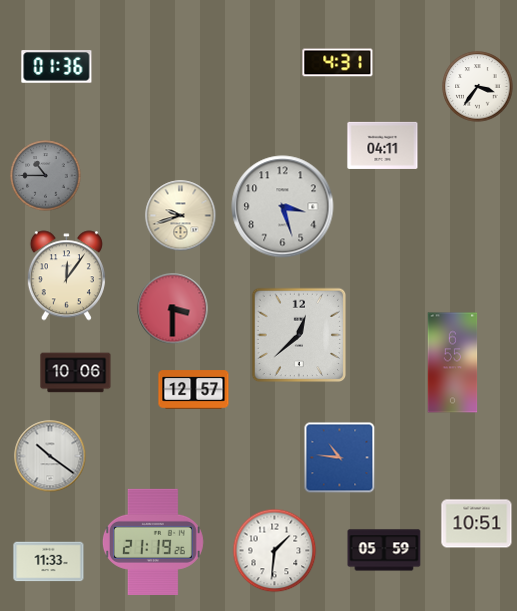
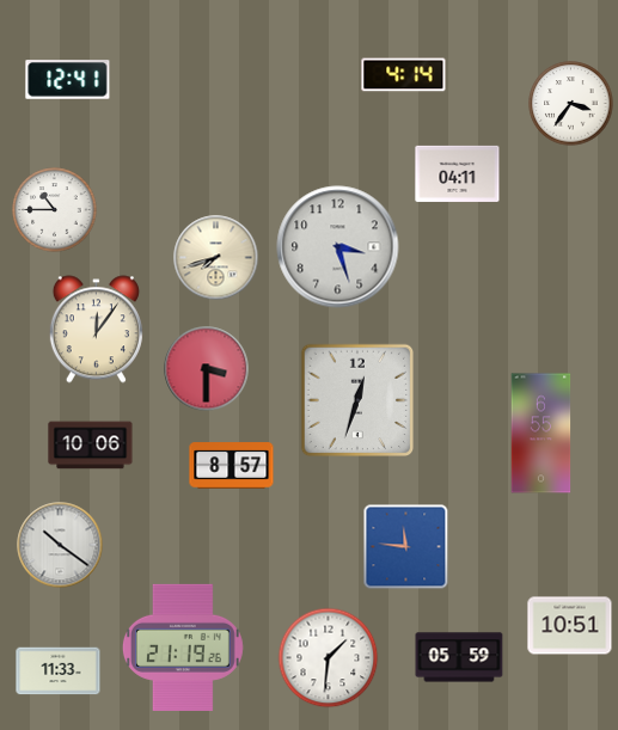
clock at (338, 63): 4:31 -> 4:14
clock at (57, 67): 01:36 -> 12:41
clock at (46, 176) dial: grey -> white
clock at (181, 216): 9:42 -> 7:42
clock at (66, 276) position: (66, 276) -> (96, 330)
clock at (299, 335): 12:38 -> 12:33
clock at (194, 390): 12:57 -> 8:57
clock at (340, 458): 10:46 -> 11:46
